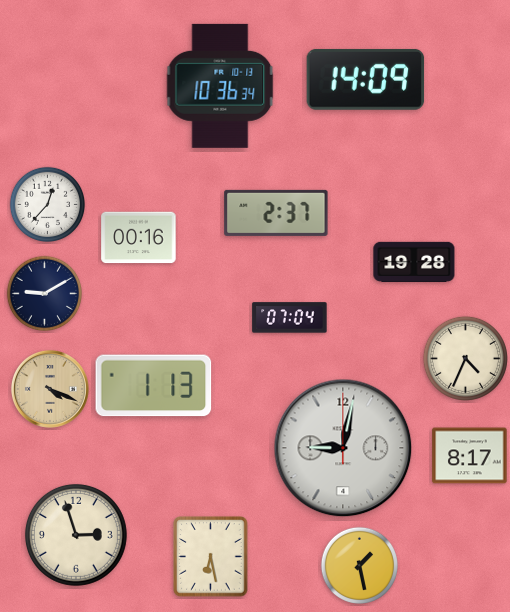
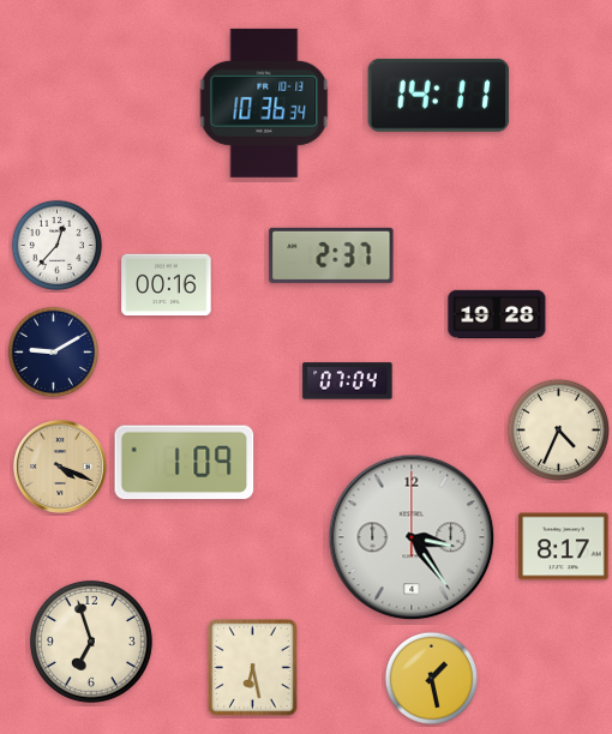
clock at (366, 79): 14:09 -> 14:11
clock at (154, 386): 1:13 -> 1:09
clock at (343, 448): 9:02 -> 3:24
clock at (76, 535): 2:57 -> 6:57
